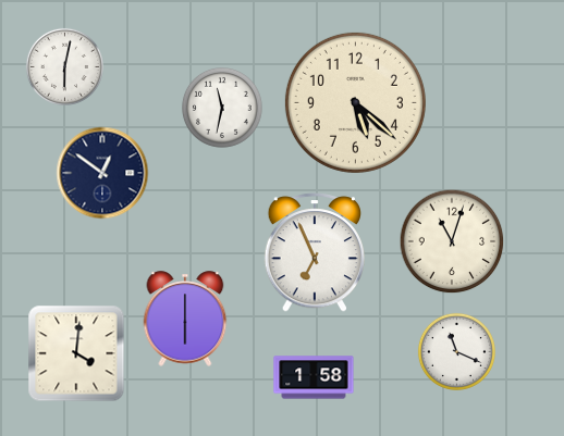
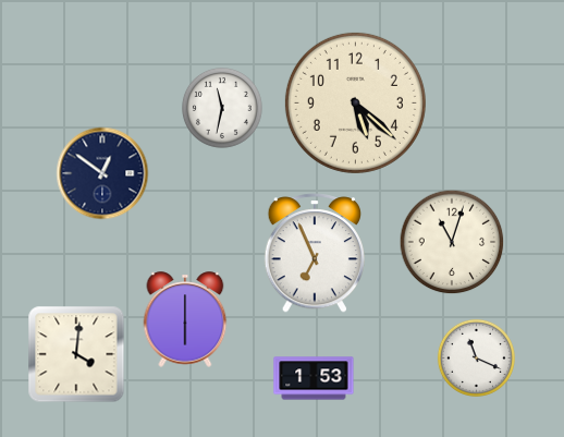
clock at (64, 66): 6:02 -> none
clock at (456, 351) position: (456, 351) -> (476, 357)
clock at (314, 377): 1:58 -> 1:53
